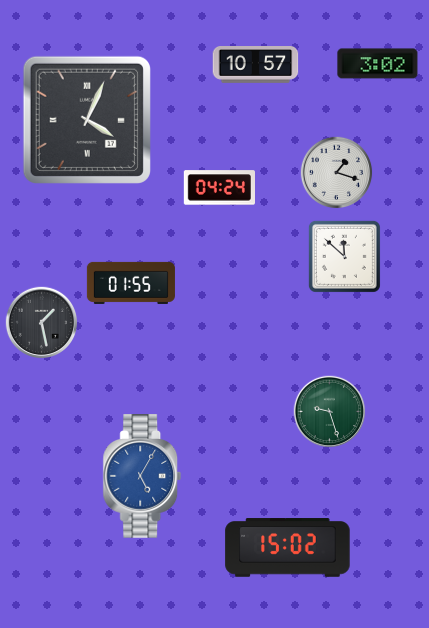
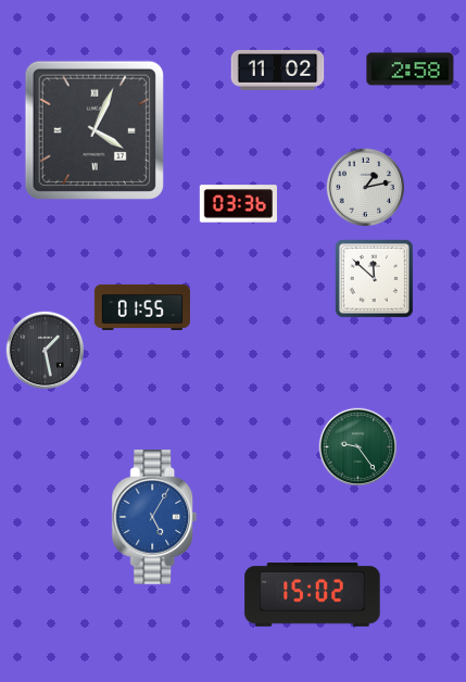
clock at (378, 64): 3:02 -> 2:58
clock at (256, 65): 10:57 -> 11:02
clock at (337, 173): 1:18 -> 1:13
clock at (219, 188): 04:24 -> 03:36
clock at (330, 412): 9:27 -> 9:24
